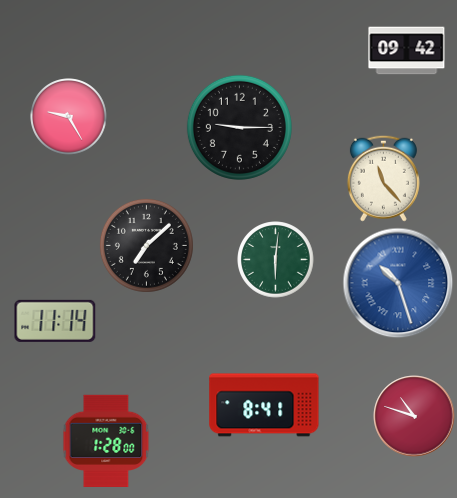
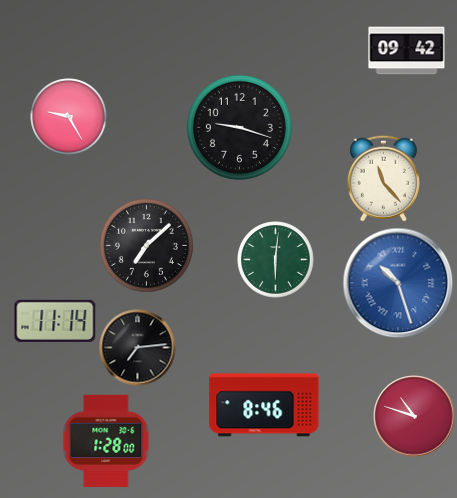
clock at (239, 127): 9:15 -> 9:18
clock at (138, 348): none -> 7:14
clock at (264, 405): 8:41 -> 8:46
